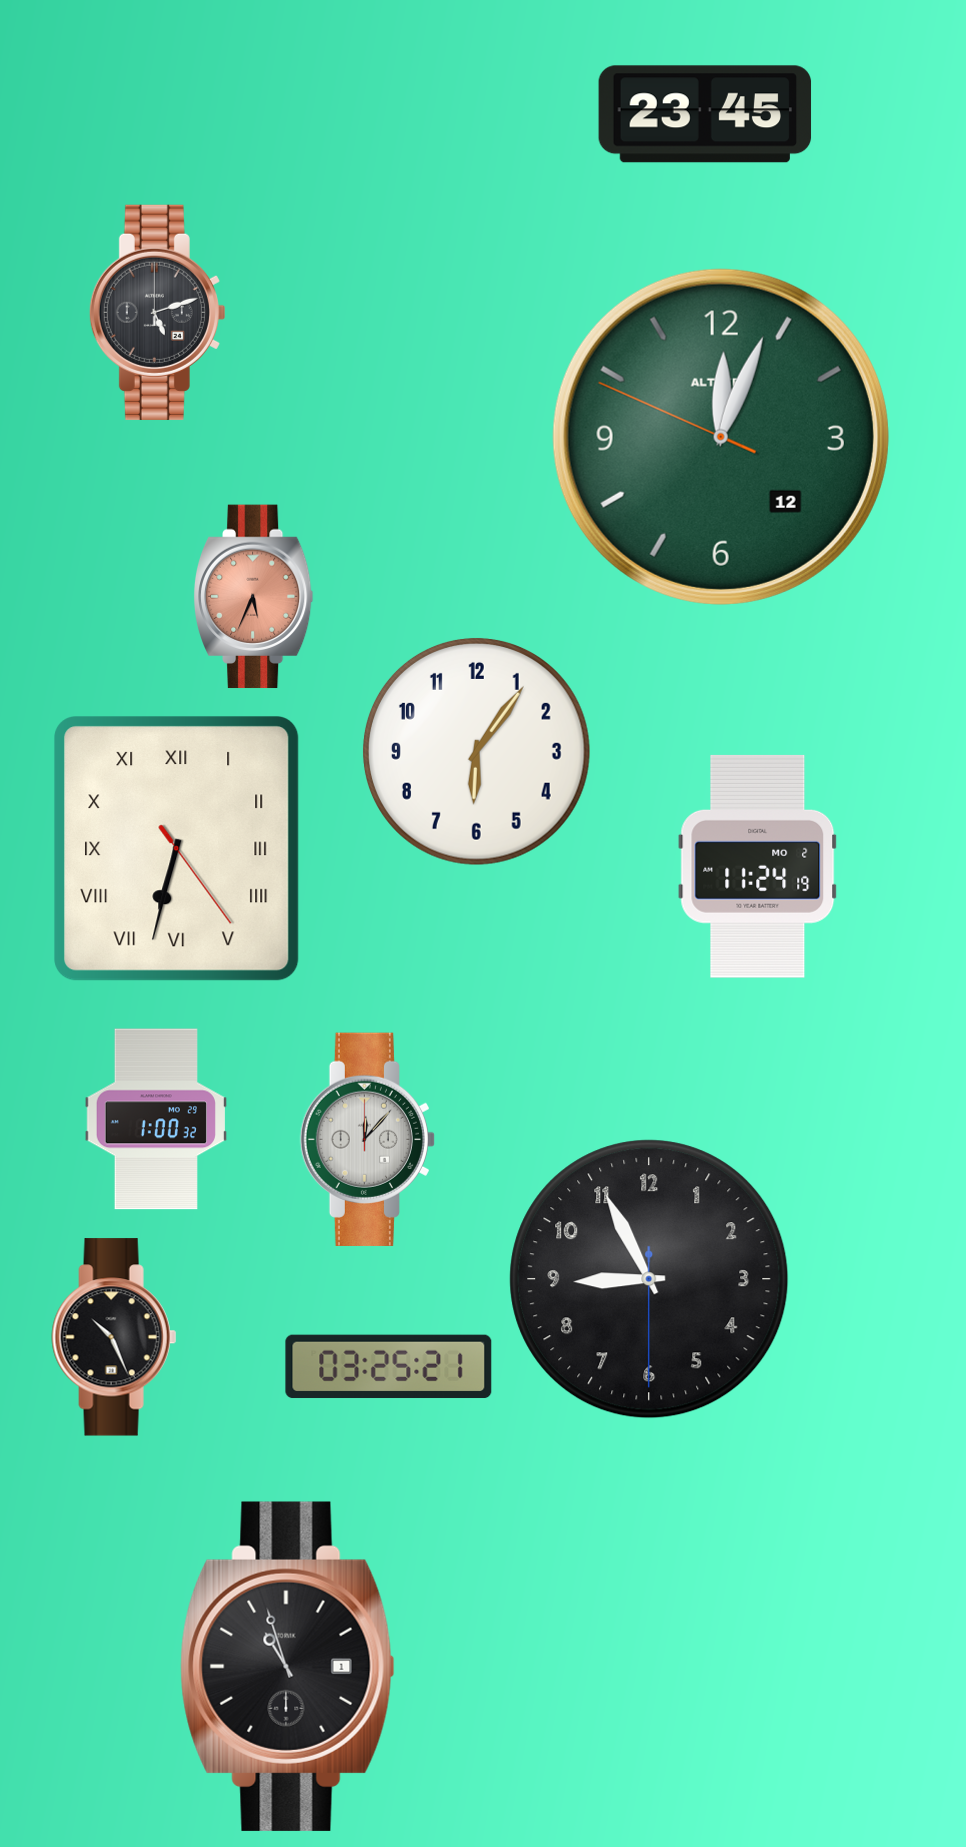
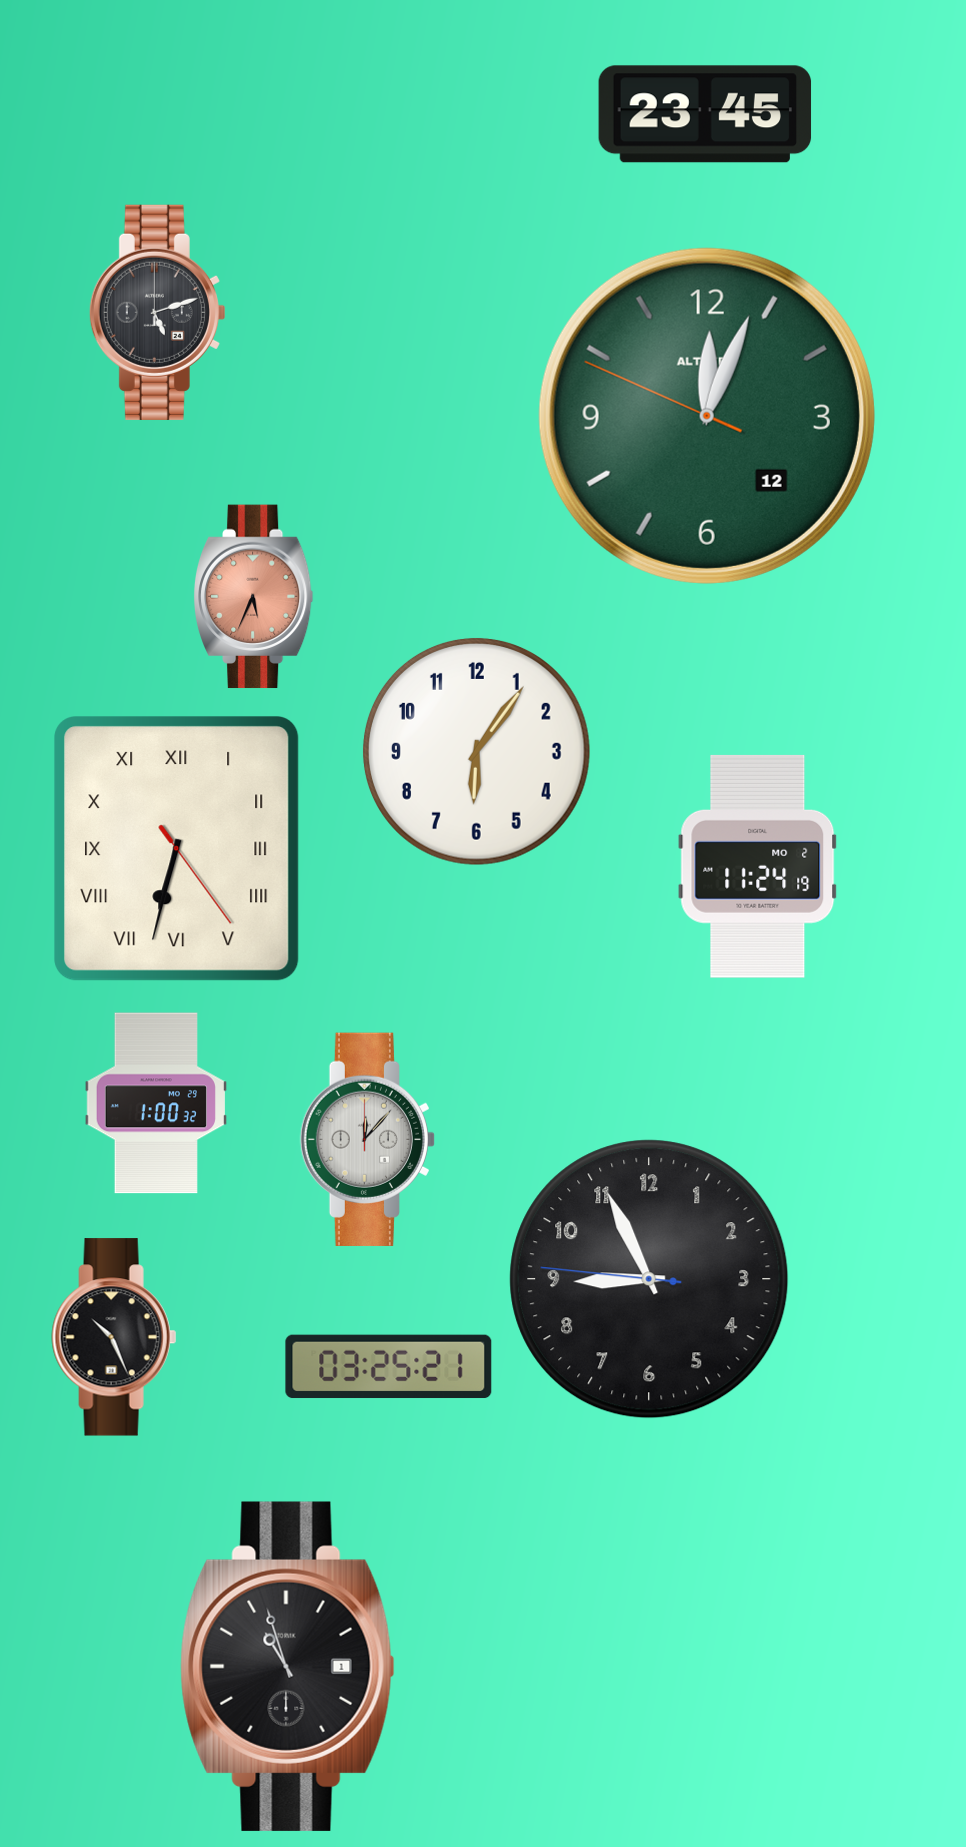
clock at (721, 437) position: (721, 437) -> (707, 416)
clock at (155, 1119) position: (155, 1119) -> (155, 1103)
clock at (649, 1279): 8:55:30 -> 8:55:46
